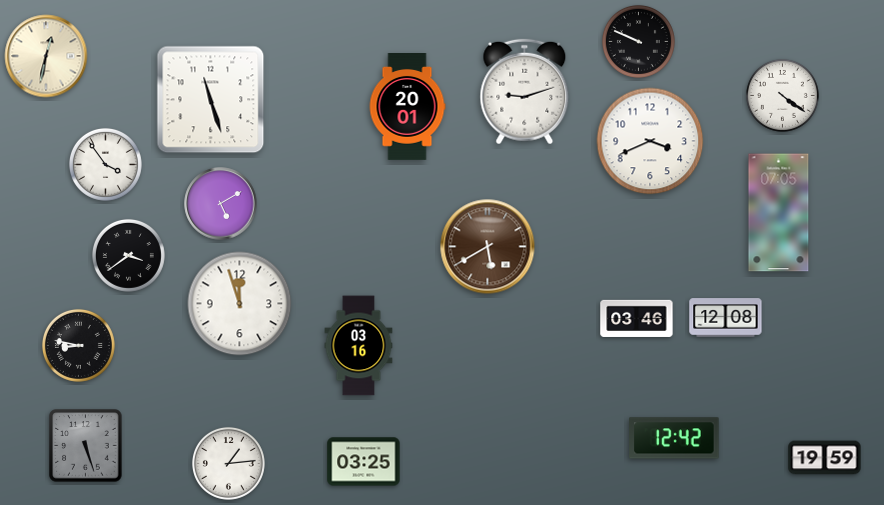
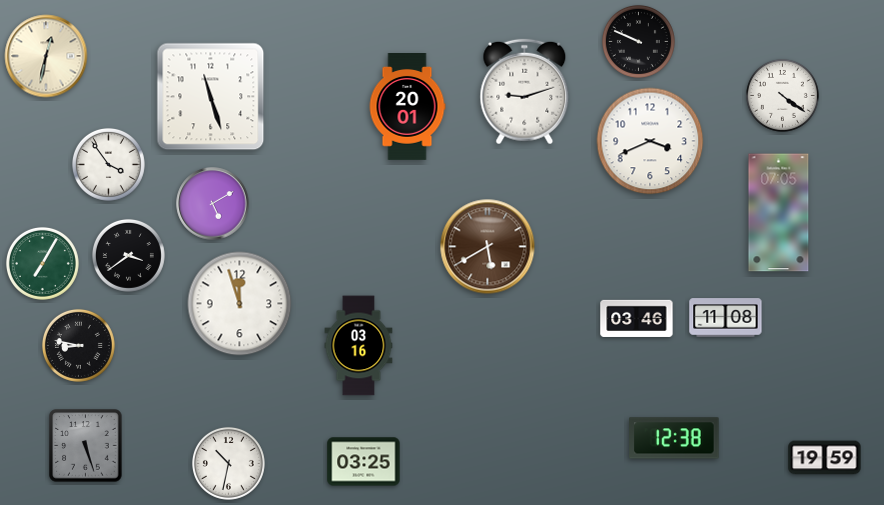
clock at (211, 100) position: (211, 100) -> (211, 97)
clock at (105, 164) position: (105, 164) -> (108, 164)
clock at (221, 204) position: (221, 204) -> (213, 204)
clock at (42, 263): none -> 7:05
clock at (726, 318): 12:08 -> 11:08
clock at (674, 438): 12:42 -> 12:38
clock at (228, 463): 1:14 -> 10:32
